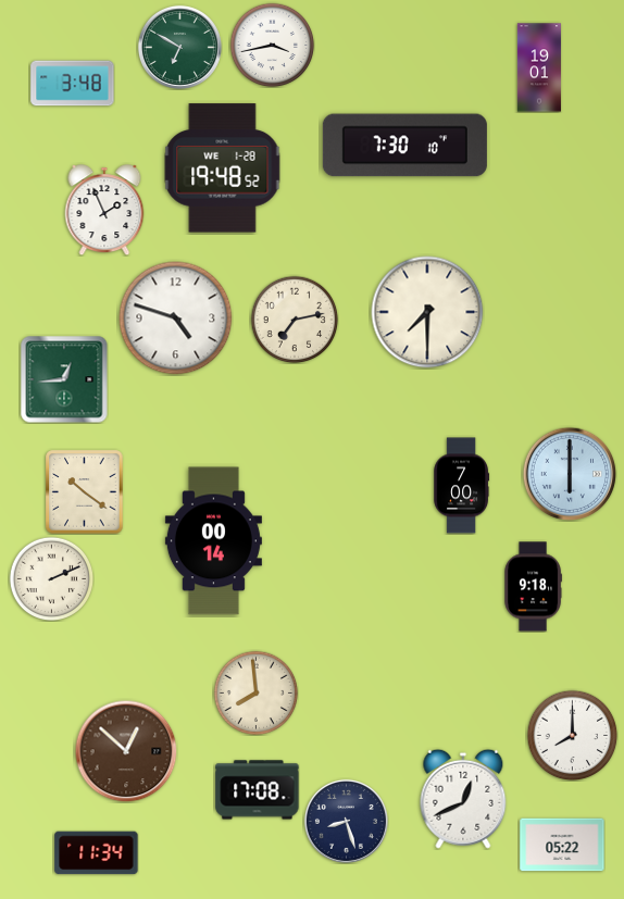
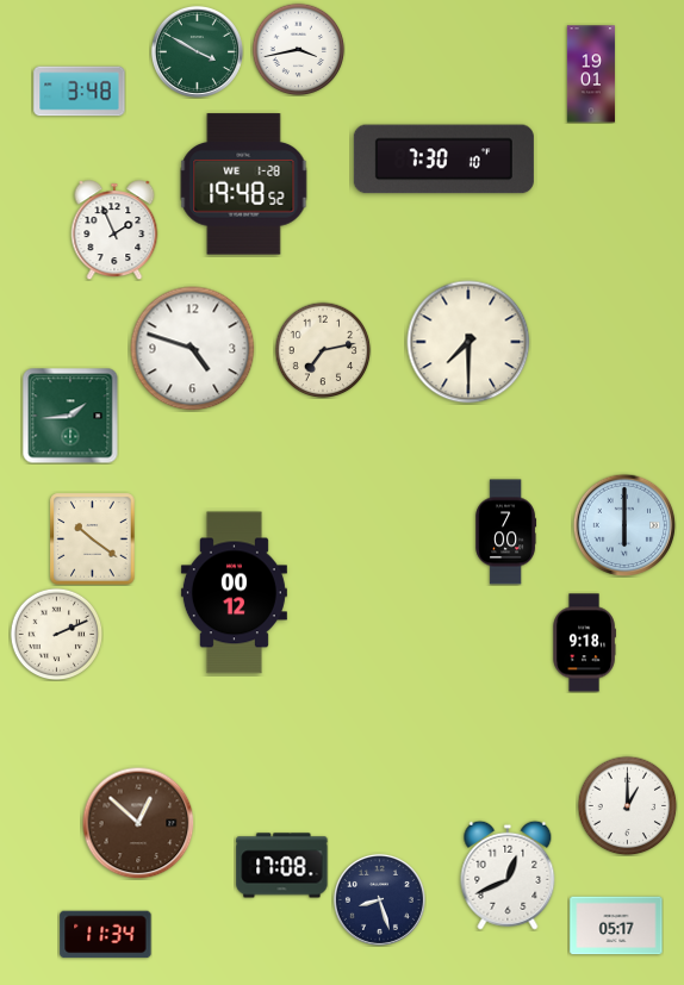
clock at (179, 47): 6:50 -> 3:50
clock at (64, 379): 12:44 -> 1:44
clock at (570, 474) position: (570, 474) -> (624, 525)
clock at (213, 541): 00:14 -> 00:12
clock at (255, 692): 7:59 -> none
clock at (572, 735): 8:00 -> 1:00
clock at (562, 845): 05:22 -> 05:17
